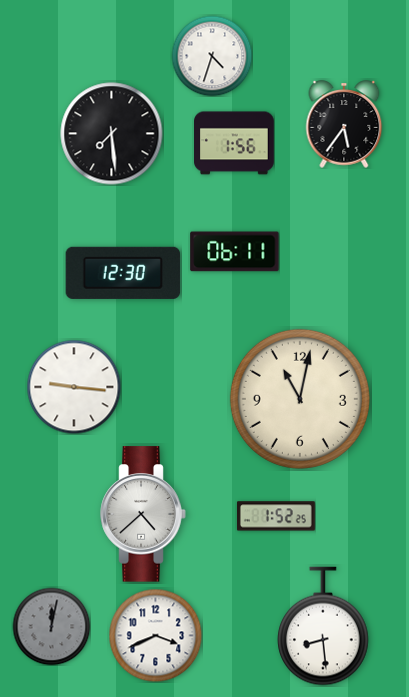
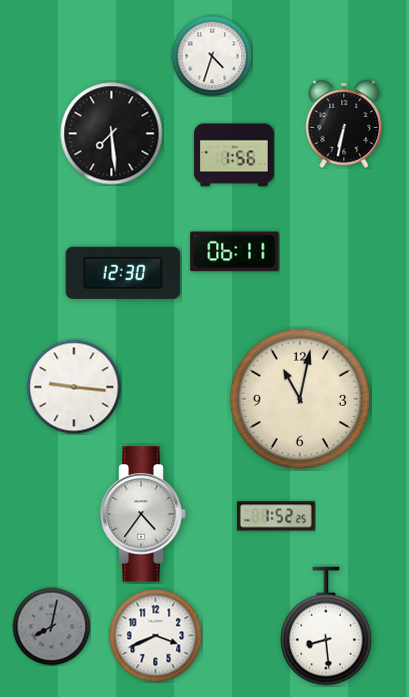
clock at (344, 124): 5:36 -> 6:32
clock at (235, 143) position: (235, 143) -> (235, 155)
clock at (143, 514): 4:38 -> 4:36
clock at (51, 626): 12:02 -> 8:02
clock at (323, 626) position: (323, 626) -> (326, 626)
